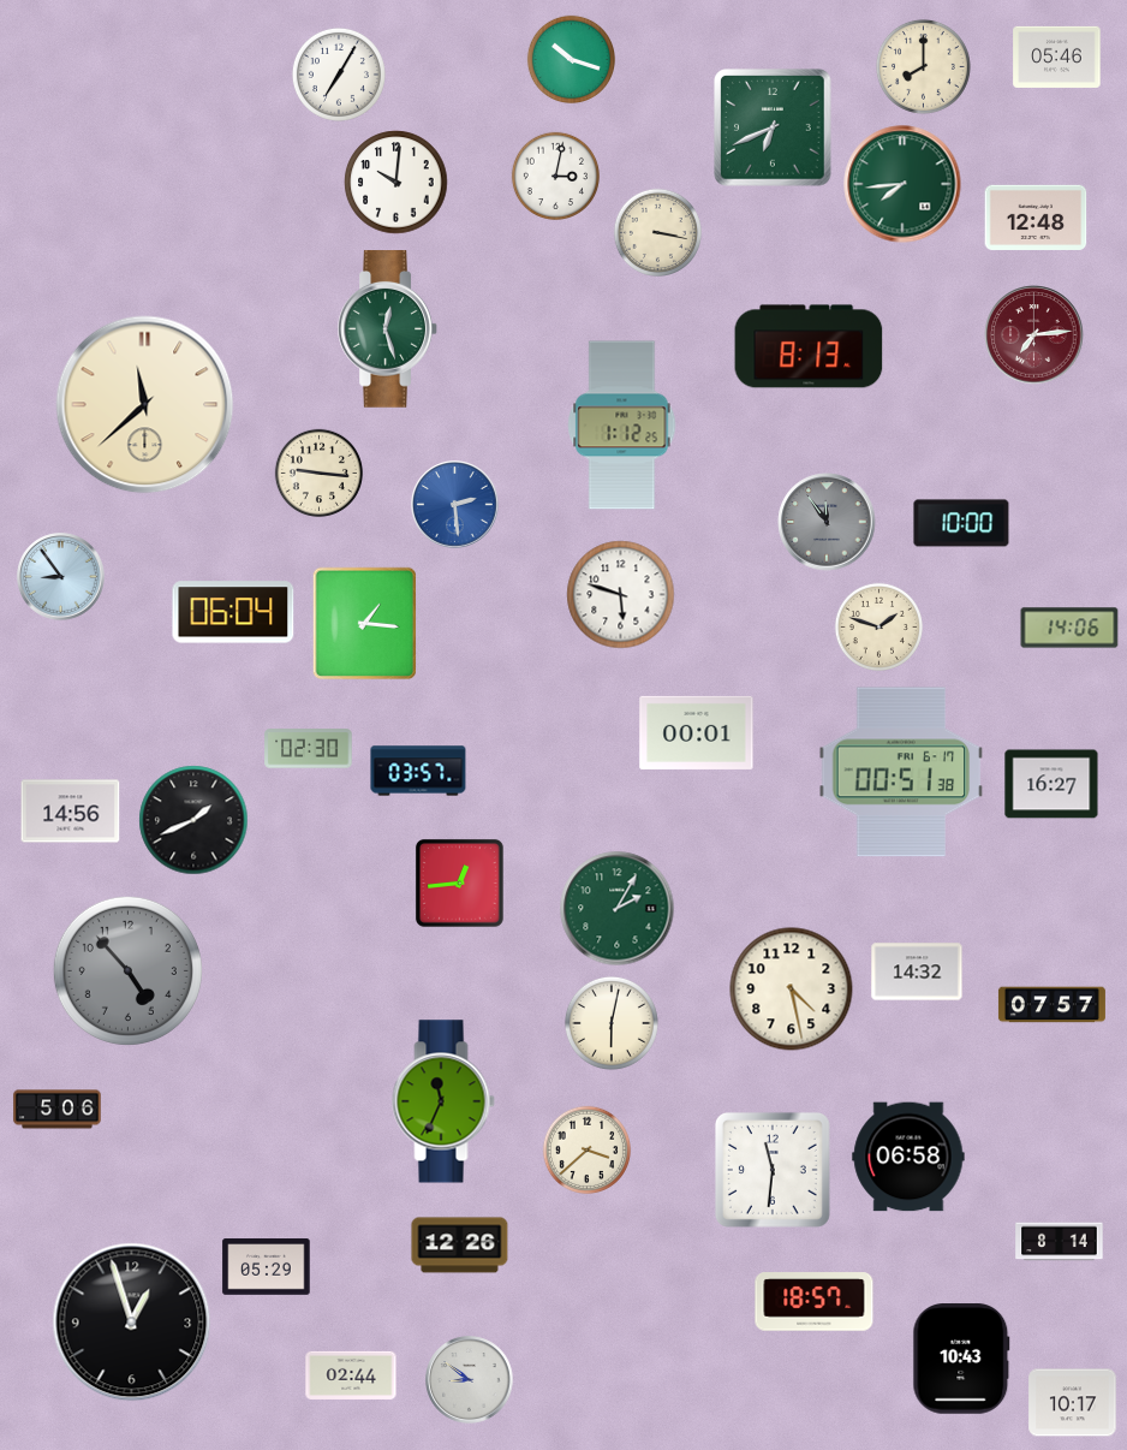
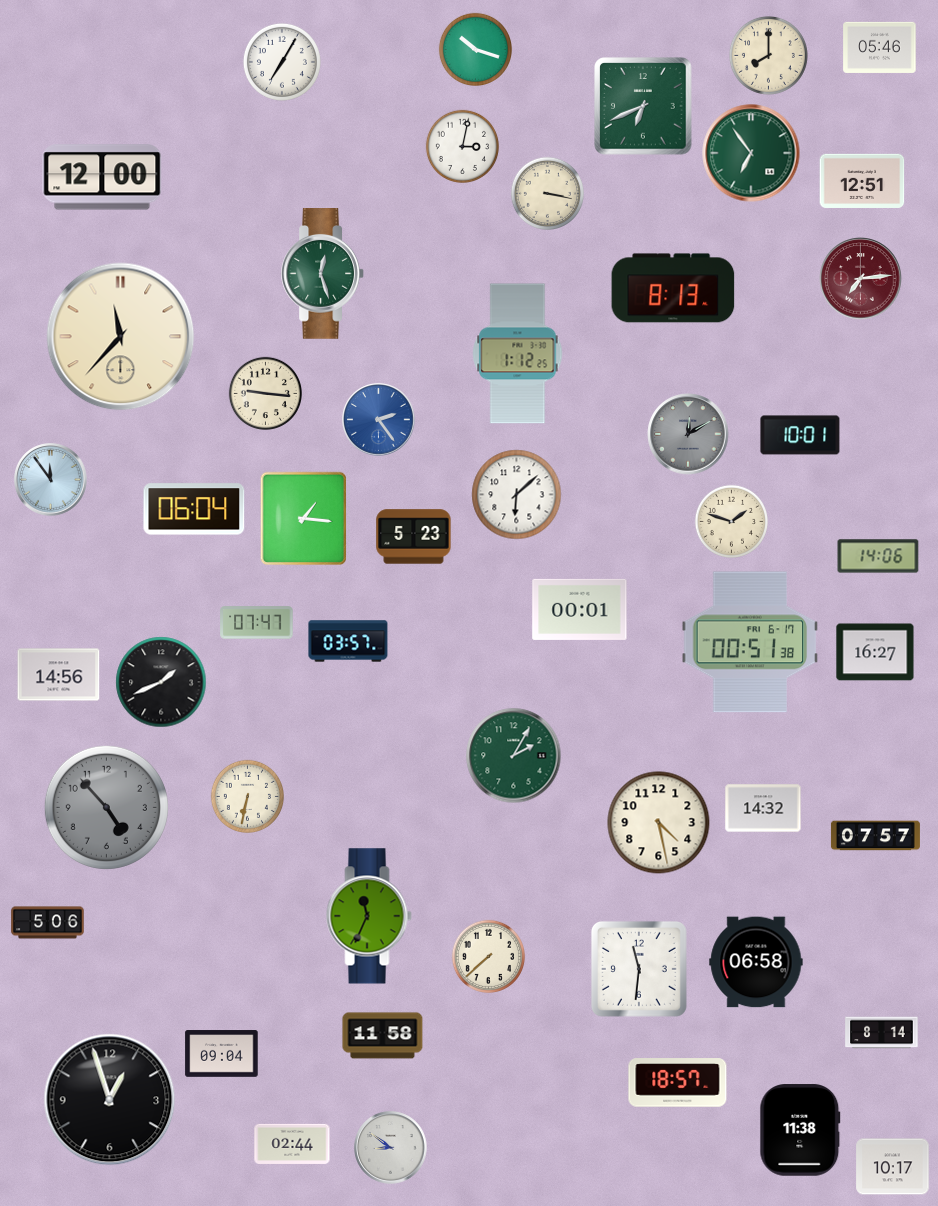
clock at (396, 183): 10:01 -> none
clock at (902, 184): 7:44 -> 6:54
clock at (102, 177): none -> 12:00
clock at (1036, 218): 12:48 -> 12:51
clock at (145, 405): 11:38 -> 11:37
clock at (455, 505): 2:29 -> 2:24
clock at (827, 522): 11:54 -> 12:10
clock at (961, 523): 10:00 -> 10:01
clock at (61, 577): 8:54 -> 11:54
clock at (621, 595): 5:48 -> 6:08
clock at (1069, 628) position: (1069, 628) -> (878, 556)
clock at (414, 537): none -> 5:23
clock at (309, 749): 02:30 -> 07:47
clock at (459, 883): 12:44 -> none
clock at (247, 796): none -> 6:32
clock at (612, 1023): 6:02 -> none
clock at (586, 1149): 3:38 -> 7:38
clock at (773, 1170) position: (773, 1170) -> (639, 969)
clock at (460, 1246): 12:26 -> 11:58
clock at (267, 1267): 05:29 -> 09:04
clock at (961, 1359): 10:43 -> 11:38
